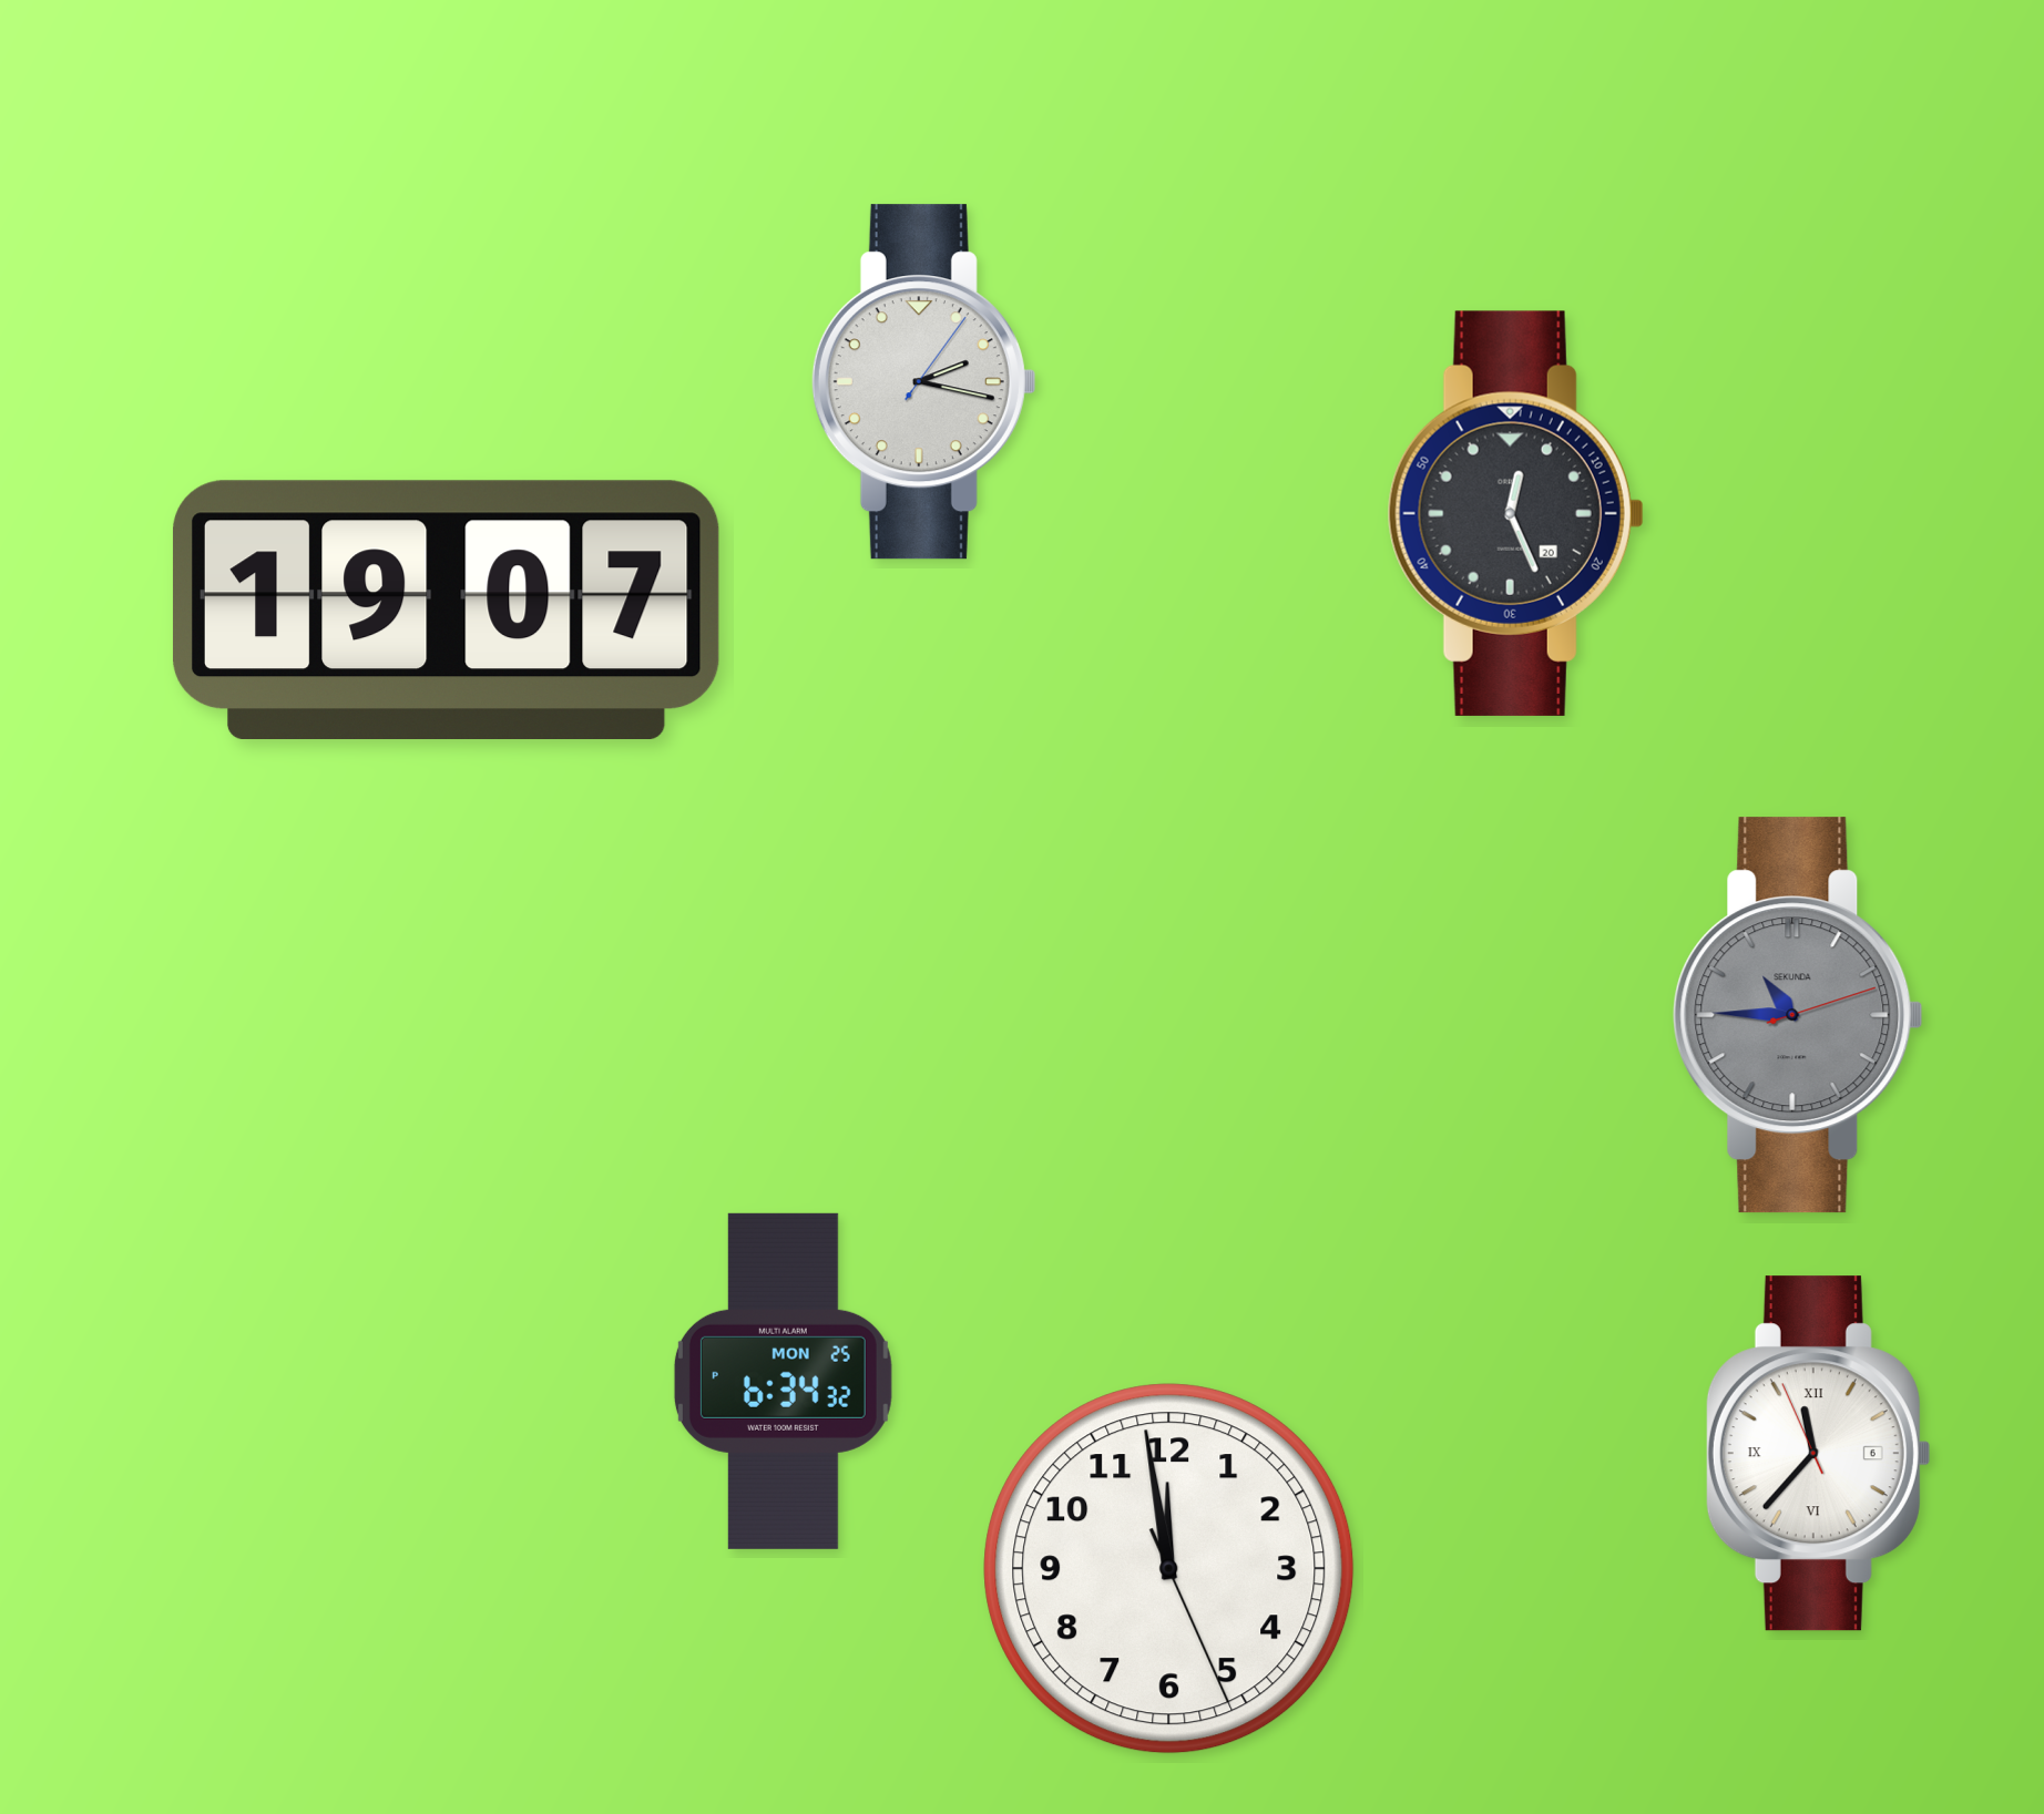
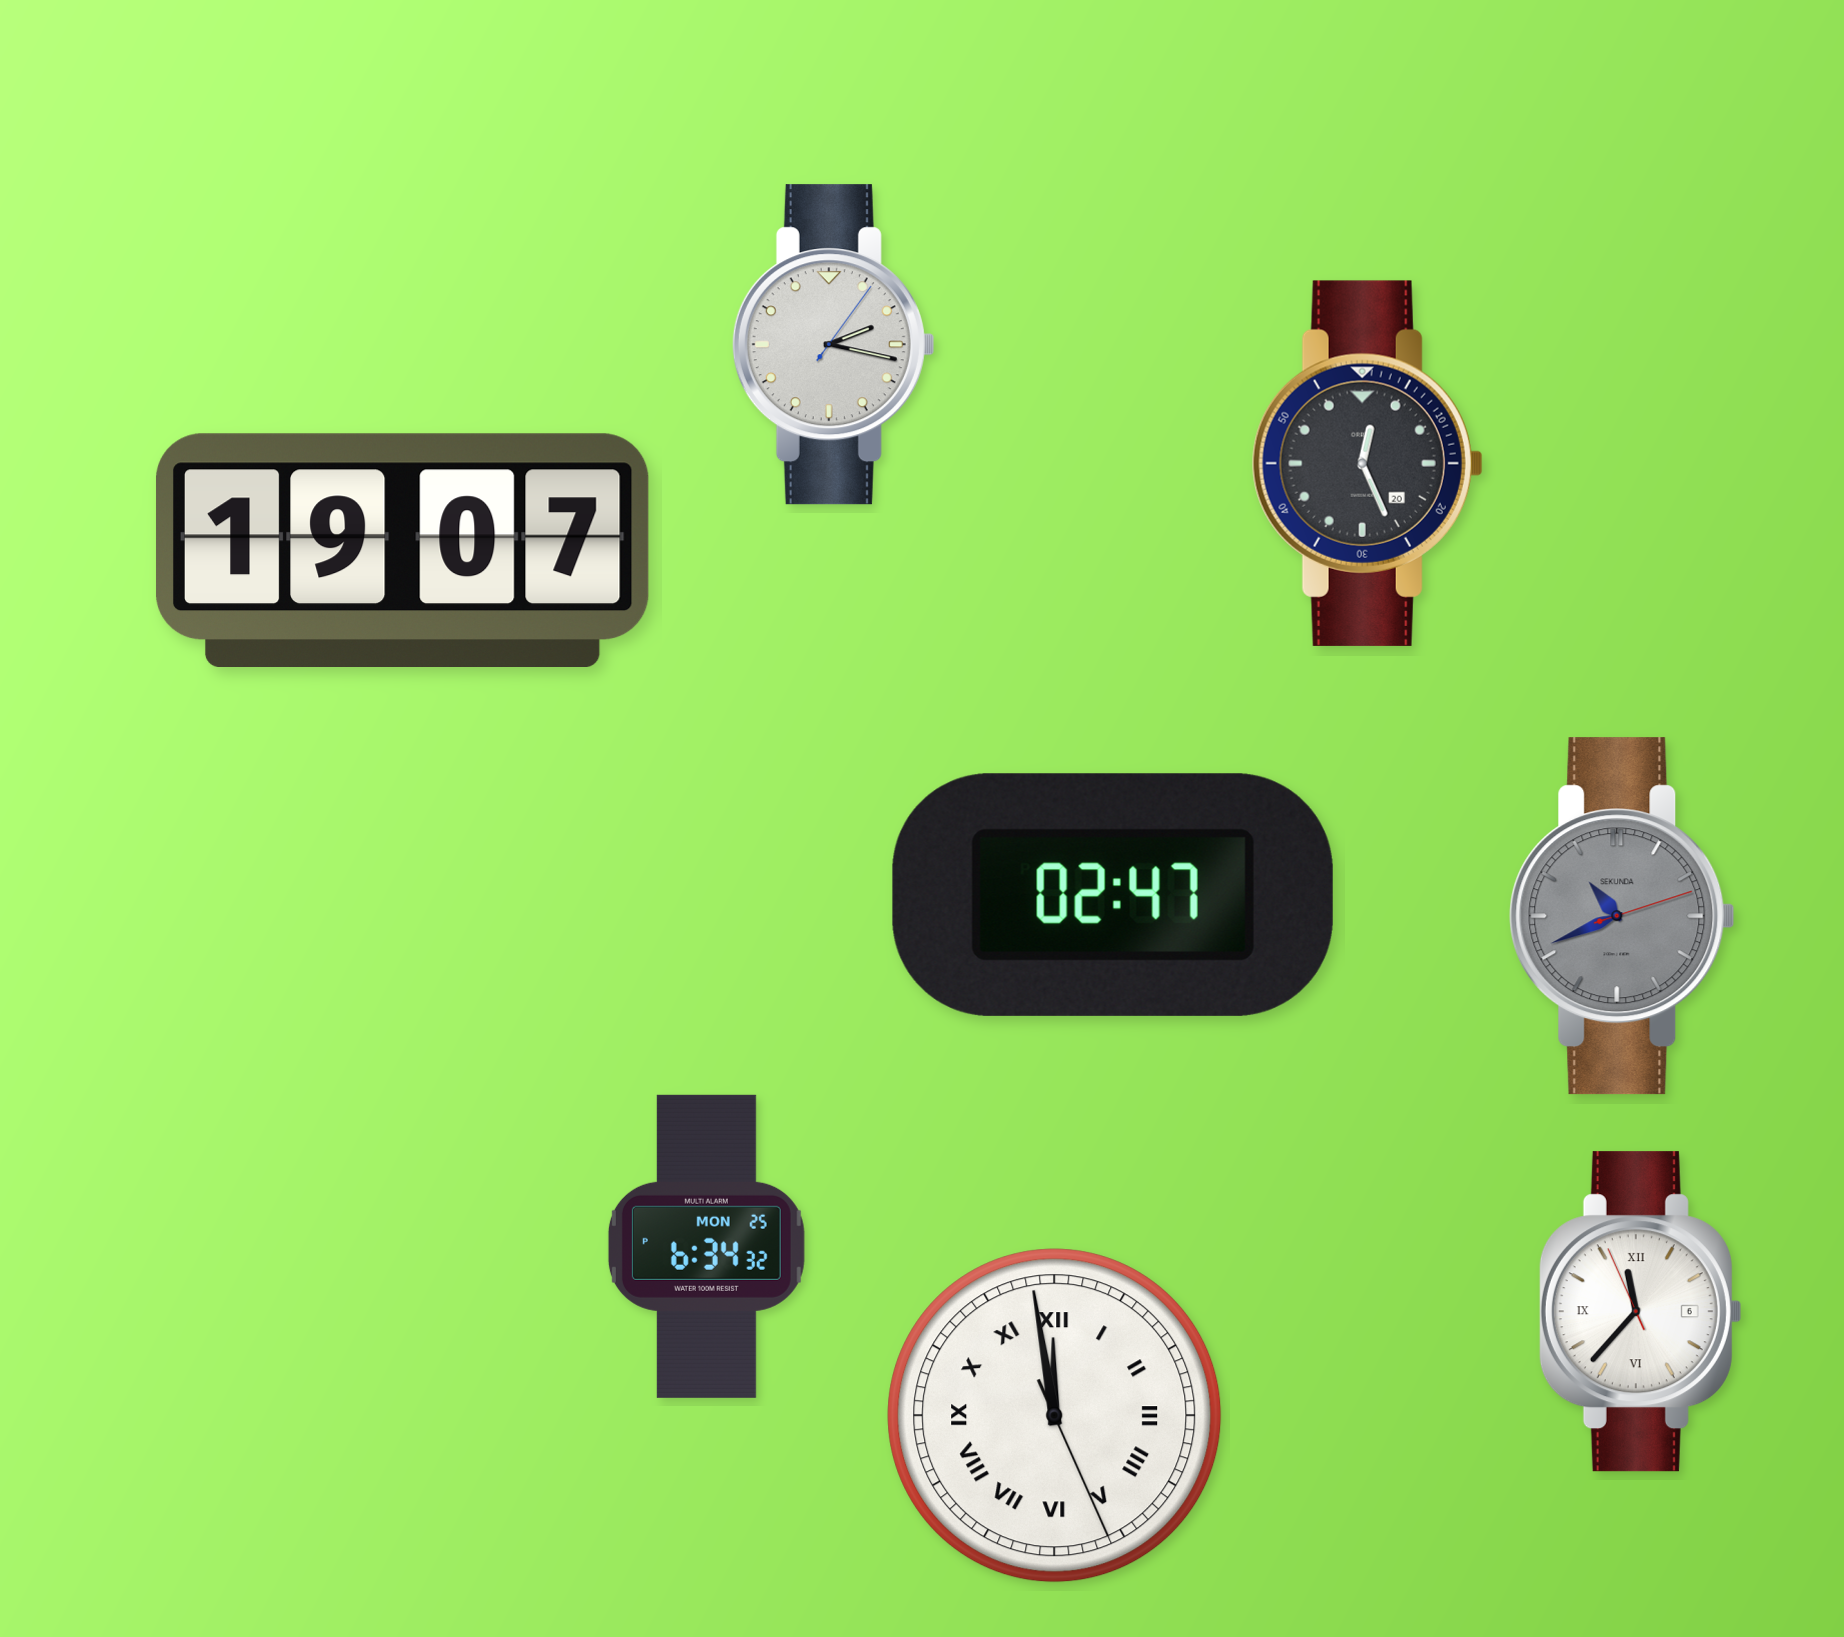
clock at (1113, 895): none -> 02:47
clock at (1798, 1015): 10:45 -> 10:41
clock at (1169, 1569) numerals: Arabic -> Roman
